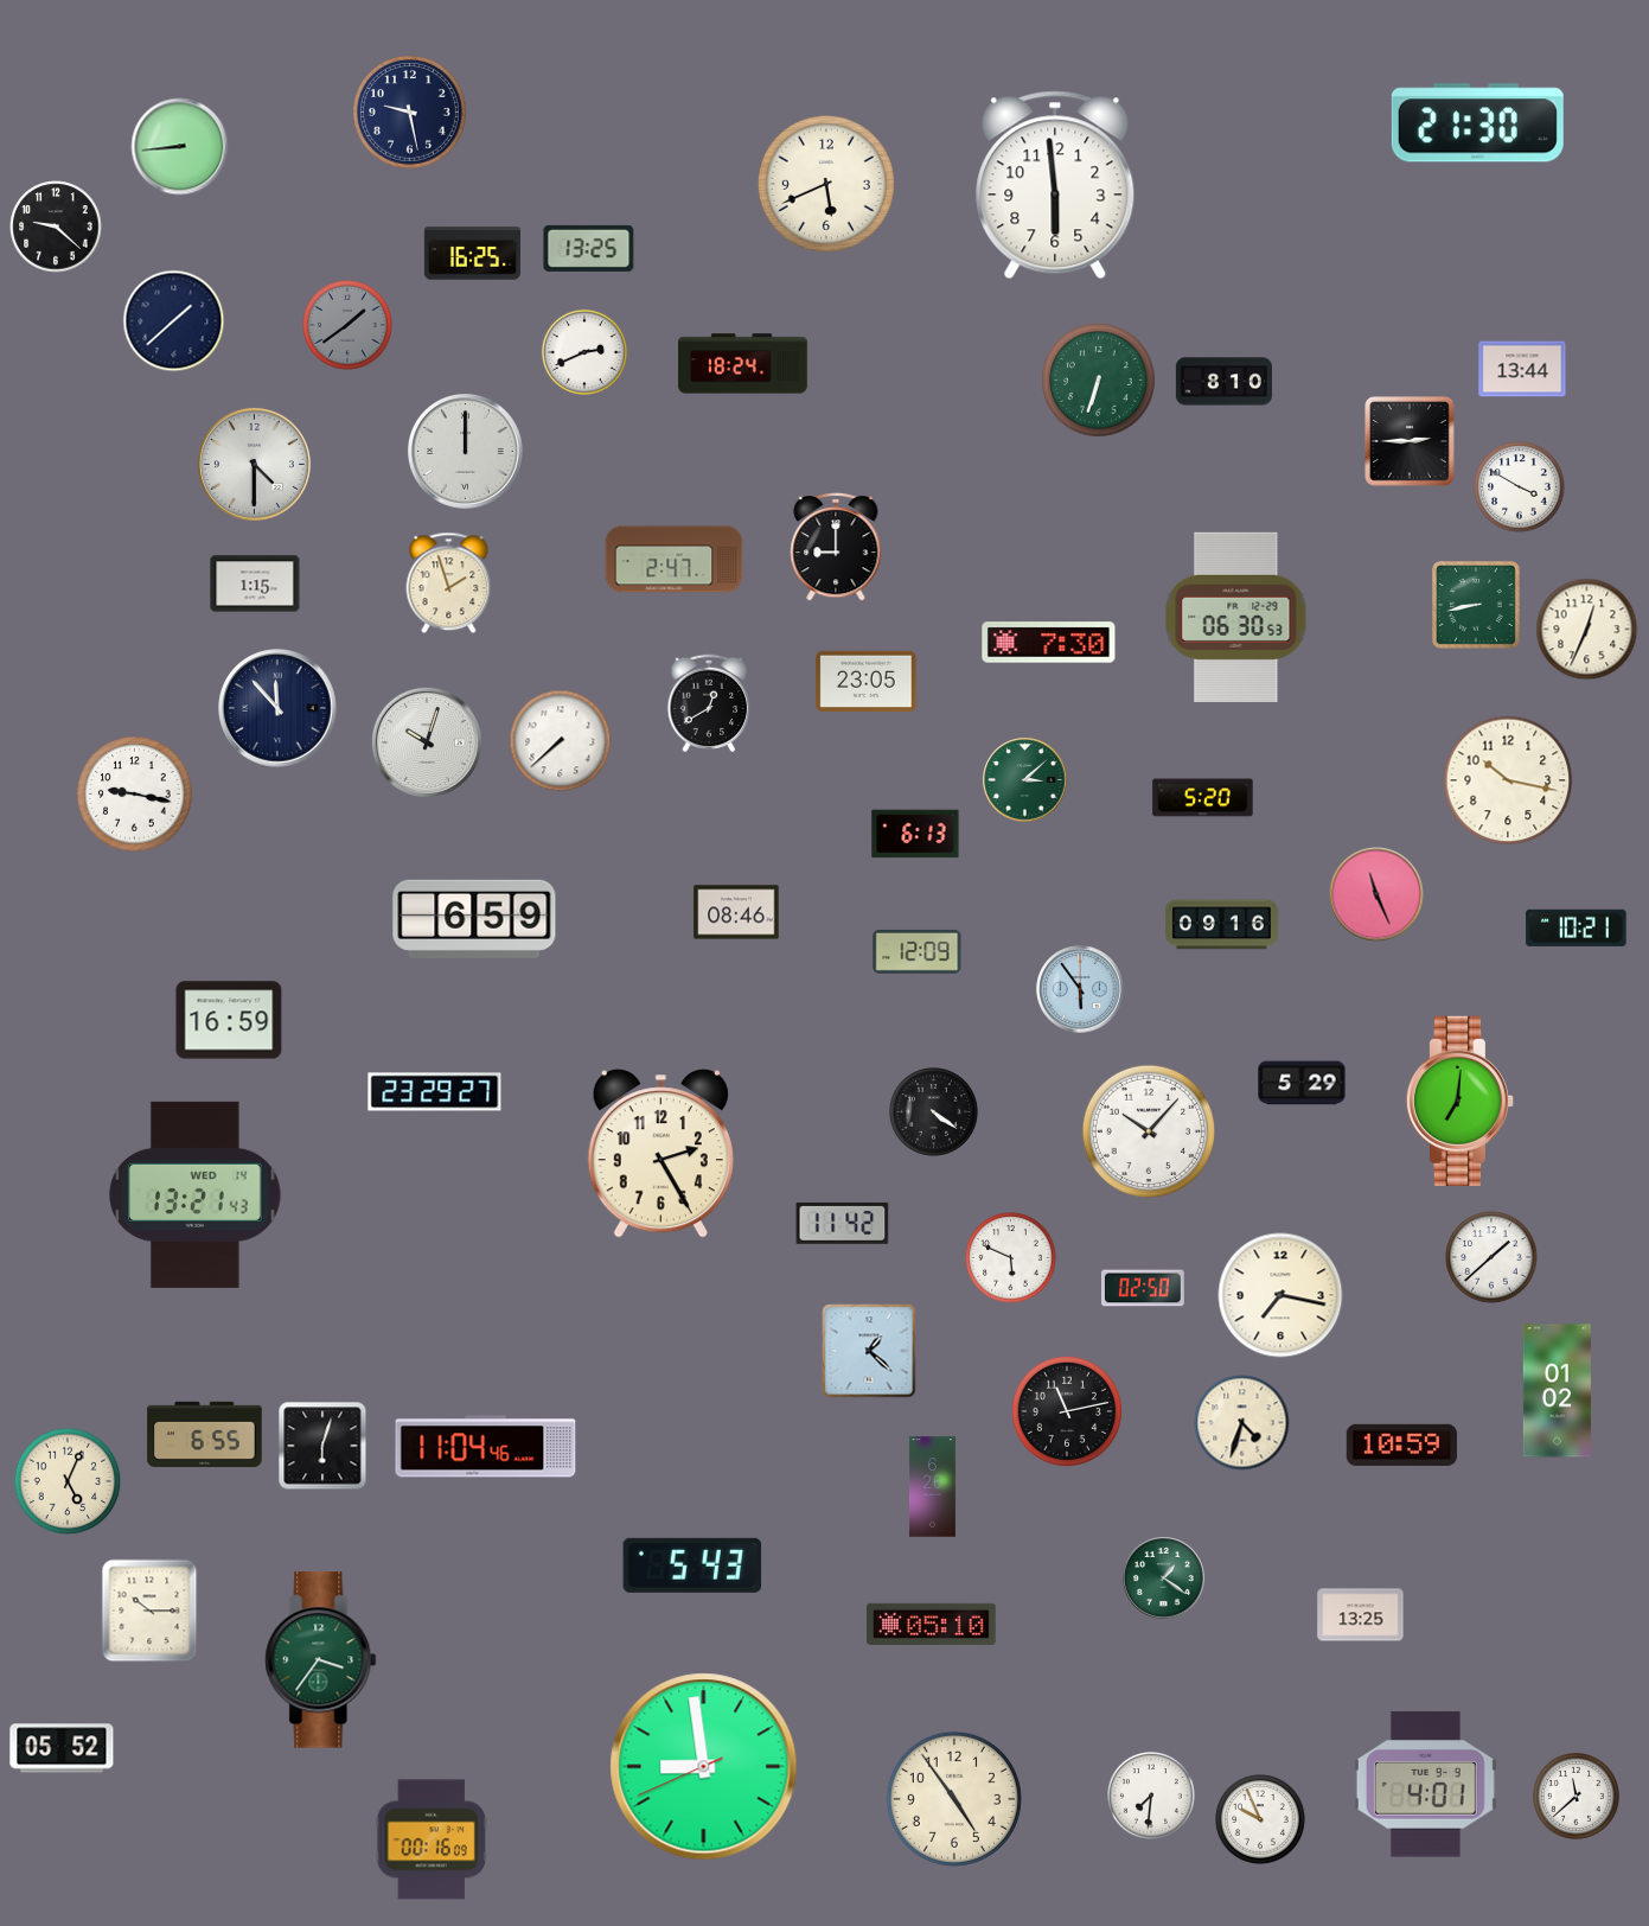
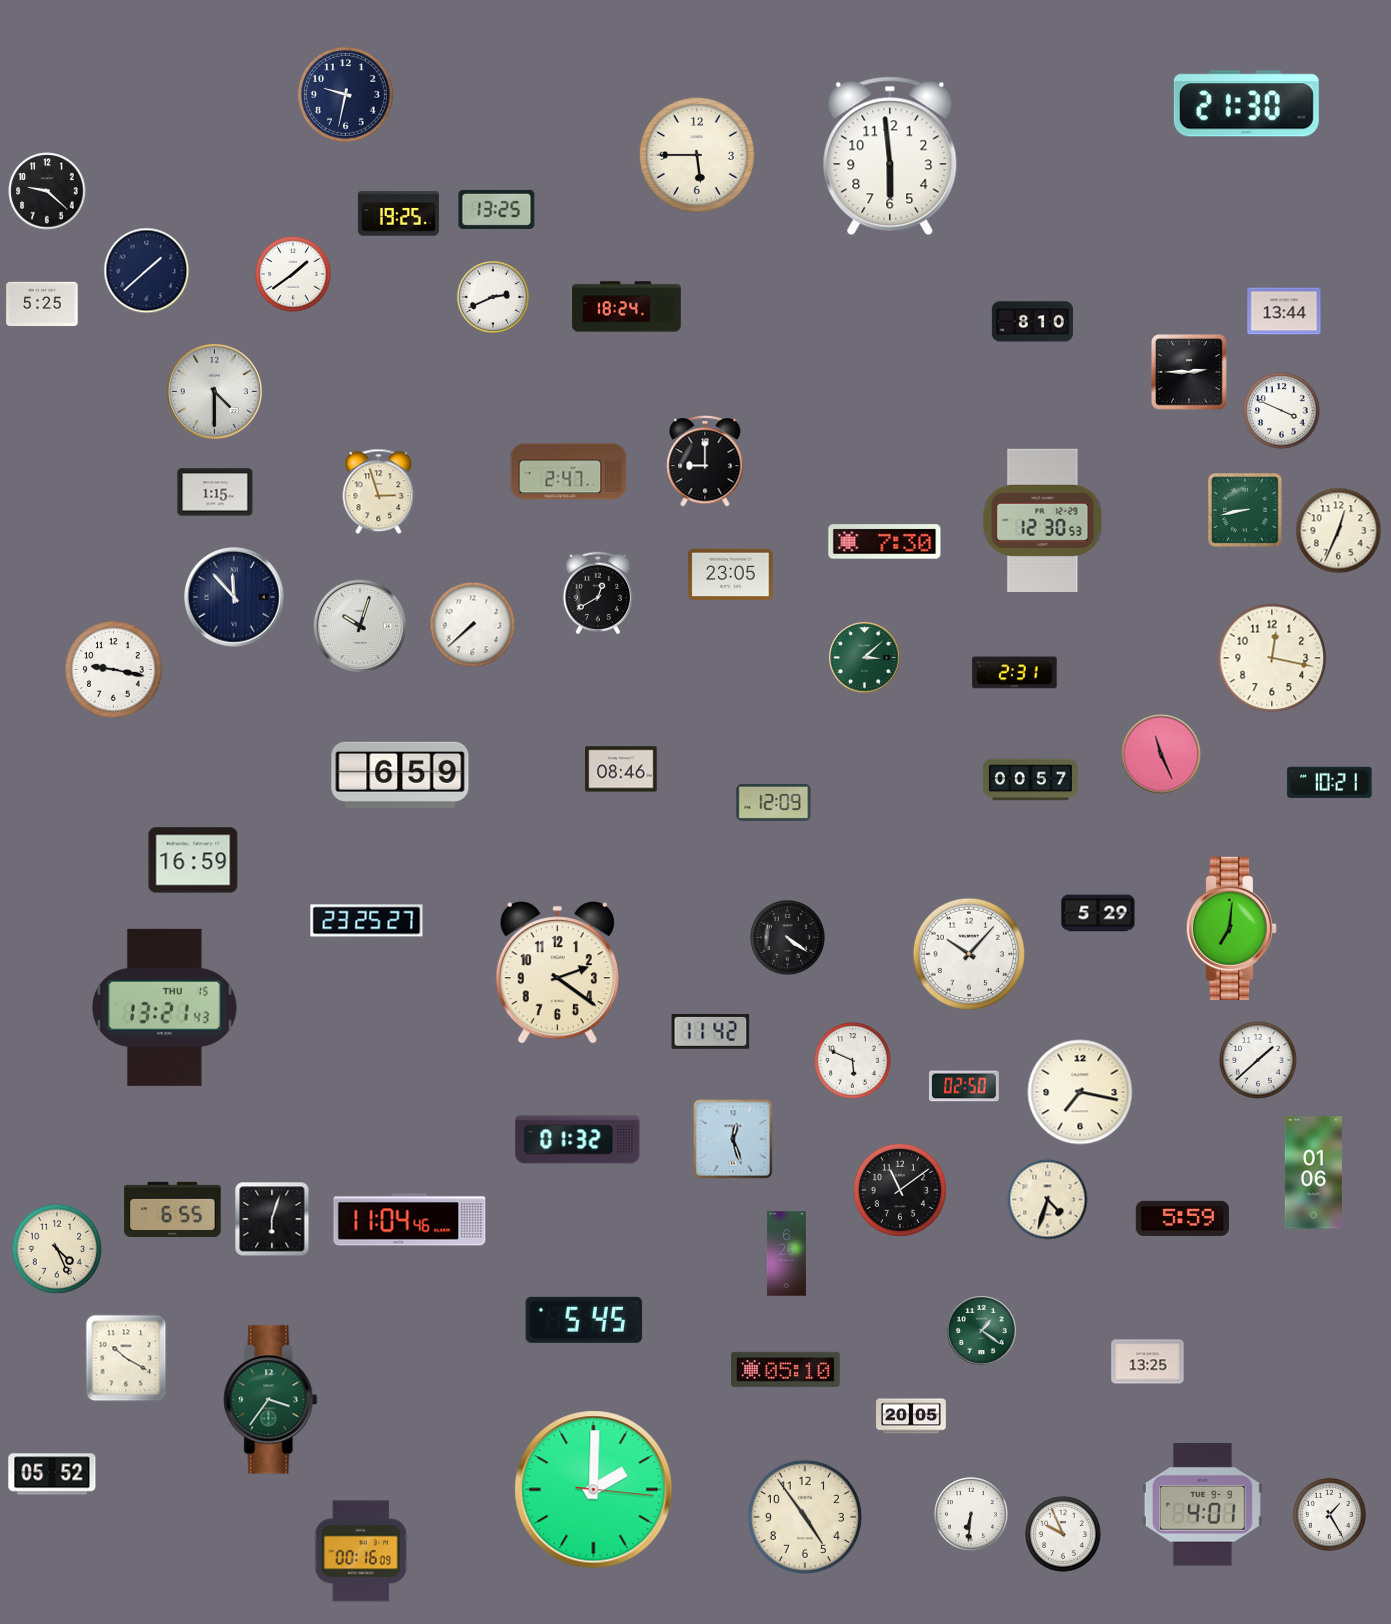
clock at (410, 113): 9:28 -> 9:32
clock at (180, 147): 8:44 -> none
clock at (826, 184): 5:41 -> 5:45
clock at (472, 254): 16:25 -> 19:25
clock at (347, 325) dial: grey -> white
clock at (42, 304): none -> 5:25
clock at (1099, 381): 6:33 -> none
clock at (466, 452): 12:00 -> none
clock at (1520, 487): 3:50 -> 3:49
clock at (449, 583): 1:57 -> 2:57
clock at (1236, 617): 06:30 -> 12:30
clock at (1508, 780): 10:17 -> 12:17
clock at (1203, 798): 5:20 -> 2:31
clock at (915, 834): 6:13 -> none
clock at (1221, 925): 09:16 -> 00:57
clock at (1080, 989): 5:54 -> none
clock at (435, 1092): 23:29 -> 23:25
clock at (660, 1154): 2:25 -> 2:21
clock at (196, 1194) date: WED 14 -> THU 15
clock at (869, 1351): 1:22 -> 12:27
clock at (578, 1140): none -> 01:32
clock at (1557, 1391): 01:02 -> 01:06
clock at (1067, 1411): 11:13 -> 11:09
clock at (1401, 1444): 10:59 -> 5:59
clock at (68, 1481): 5:04 -> 4:26
clock at (692, 1565): 5:43 -> 5:45
clock at (149, 1611): 10:15 -> 10:20
clock at (912, 1416): none -> 20:05
clock at (704, 1767): 8:58 -> 2:00
clock at (1151, 1796): 7:31 -> 6:31
clock at (1576, 1796): 11:38 -> 1:25
clock at (430, 1839) position: (430, 1839) -> (360, 1551)
